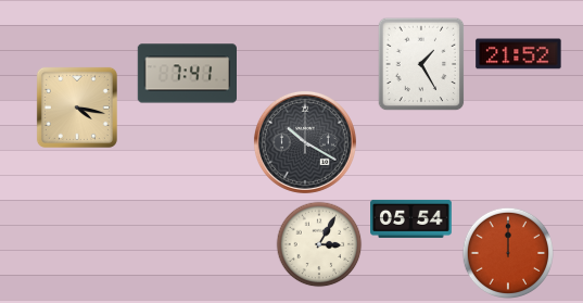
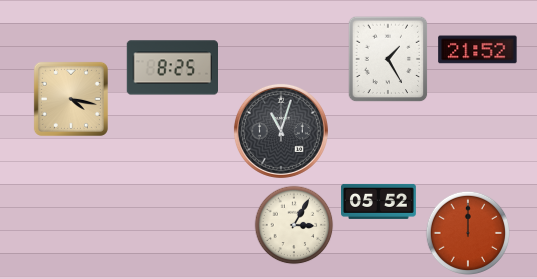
clock at (188, 74): 7:41 -> 8:25
clock at (305, 142): 10:20 -> 11:03
clock at (411, 218): 05:54 -> 05:52
